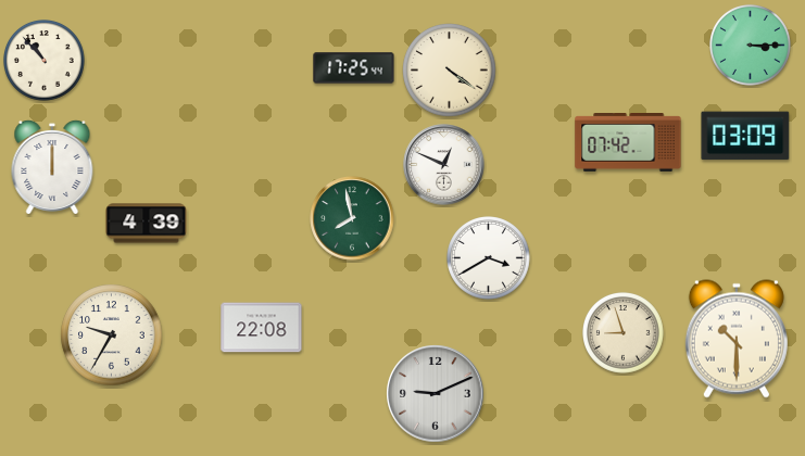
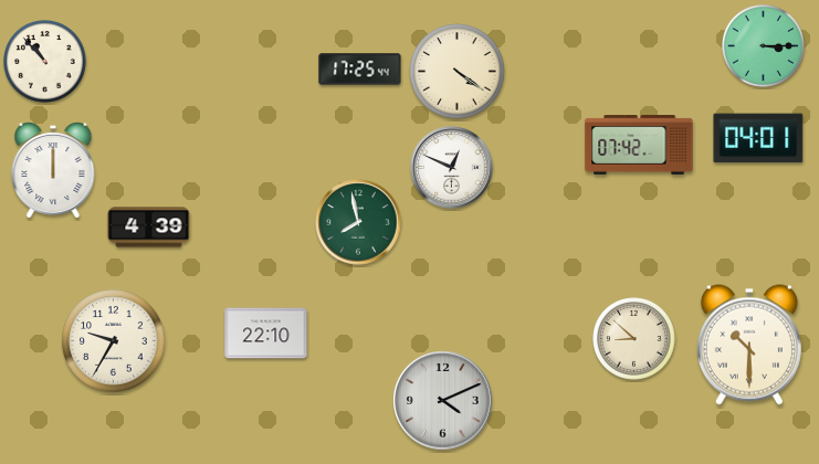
clock at (745, 136): 03:09 -> 04:01
clock at (489, 258): 3:40 -> none
clock at (262, 328): 22:08 -> 22:10
clock at (624, 333): 8:57 -> 8:52
clock at (436, 394): 9:11 -> 4:11
